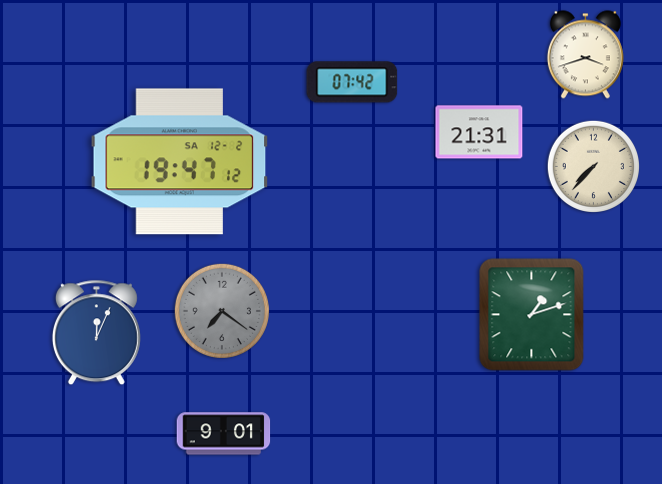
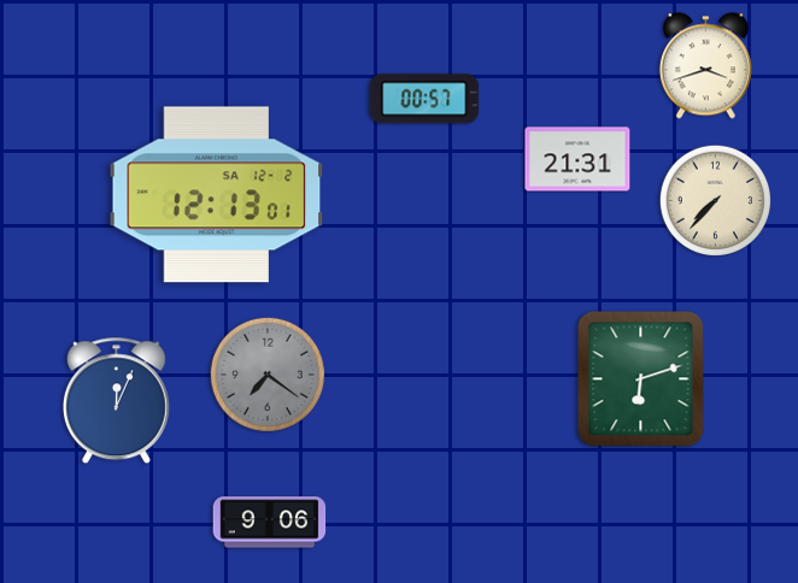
clock at (352, 82): 07:42 -> 00:57
clock at (180, 162): 19:47 -> 12:13
clock at (532, 315): 1:12 -> 6:12
clock at (224, 434): 9:01 -> 9:06
